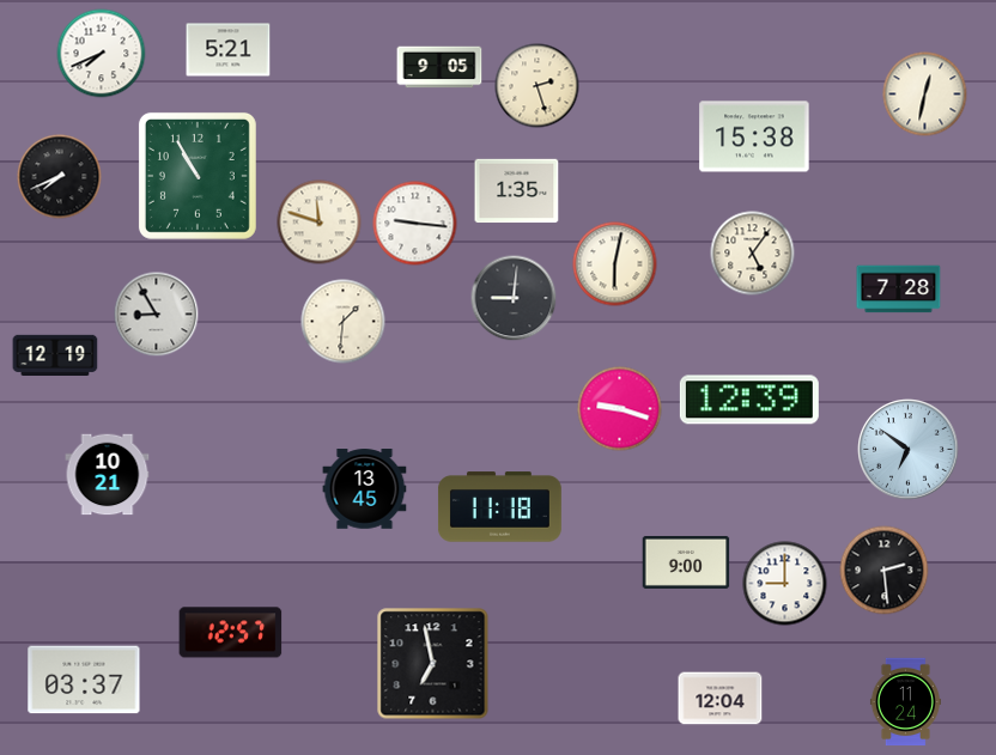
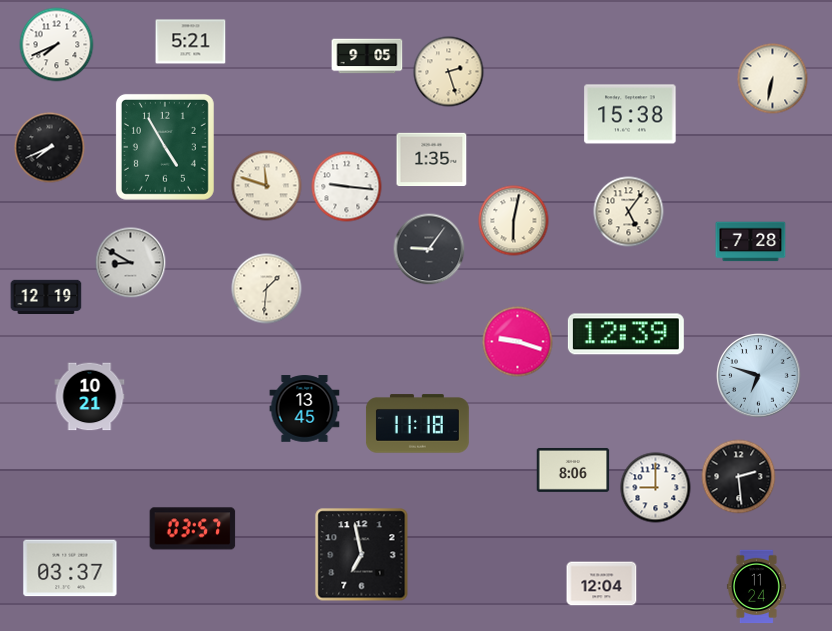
clock at (102, 54) position: (102, 54) -> (57, 45)
clock at (925, 95): 12:32 -> 6:32
clock at (198, 176): 10:55 -> 4:55
clock at (514, 298): 9:01 -> 9:06
clock at (157, 315): 8:55 -> 8:50
clock at (344, 322) position: (344, 322) -> (267, 289)
clock at (909, 450): 6:51 -> 6:48
clock at (686, 562): 9:00 -> 8:06
clock at (231, 633): 12:57 -> 03:57
